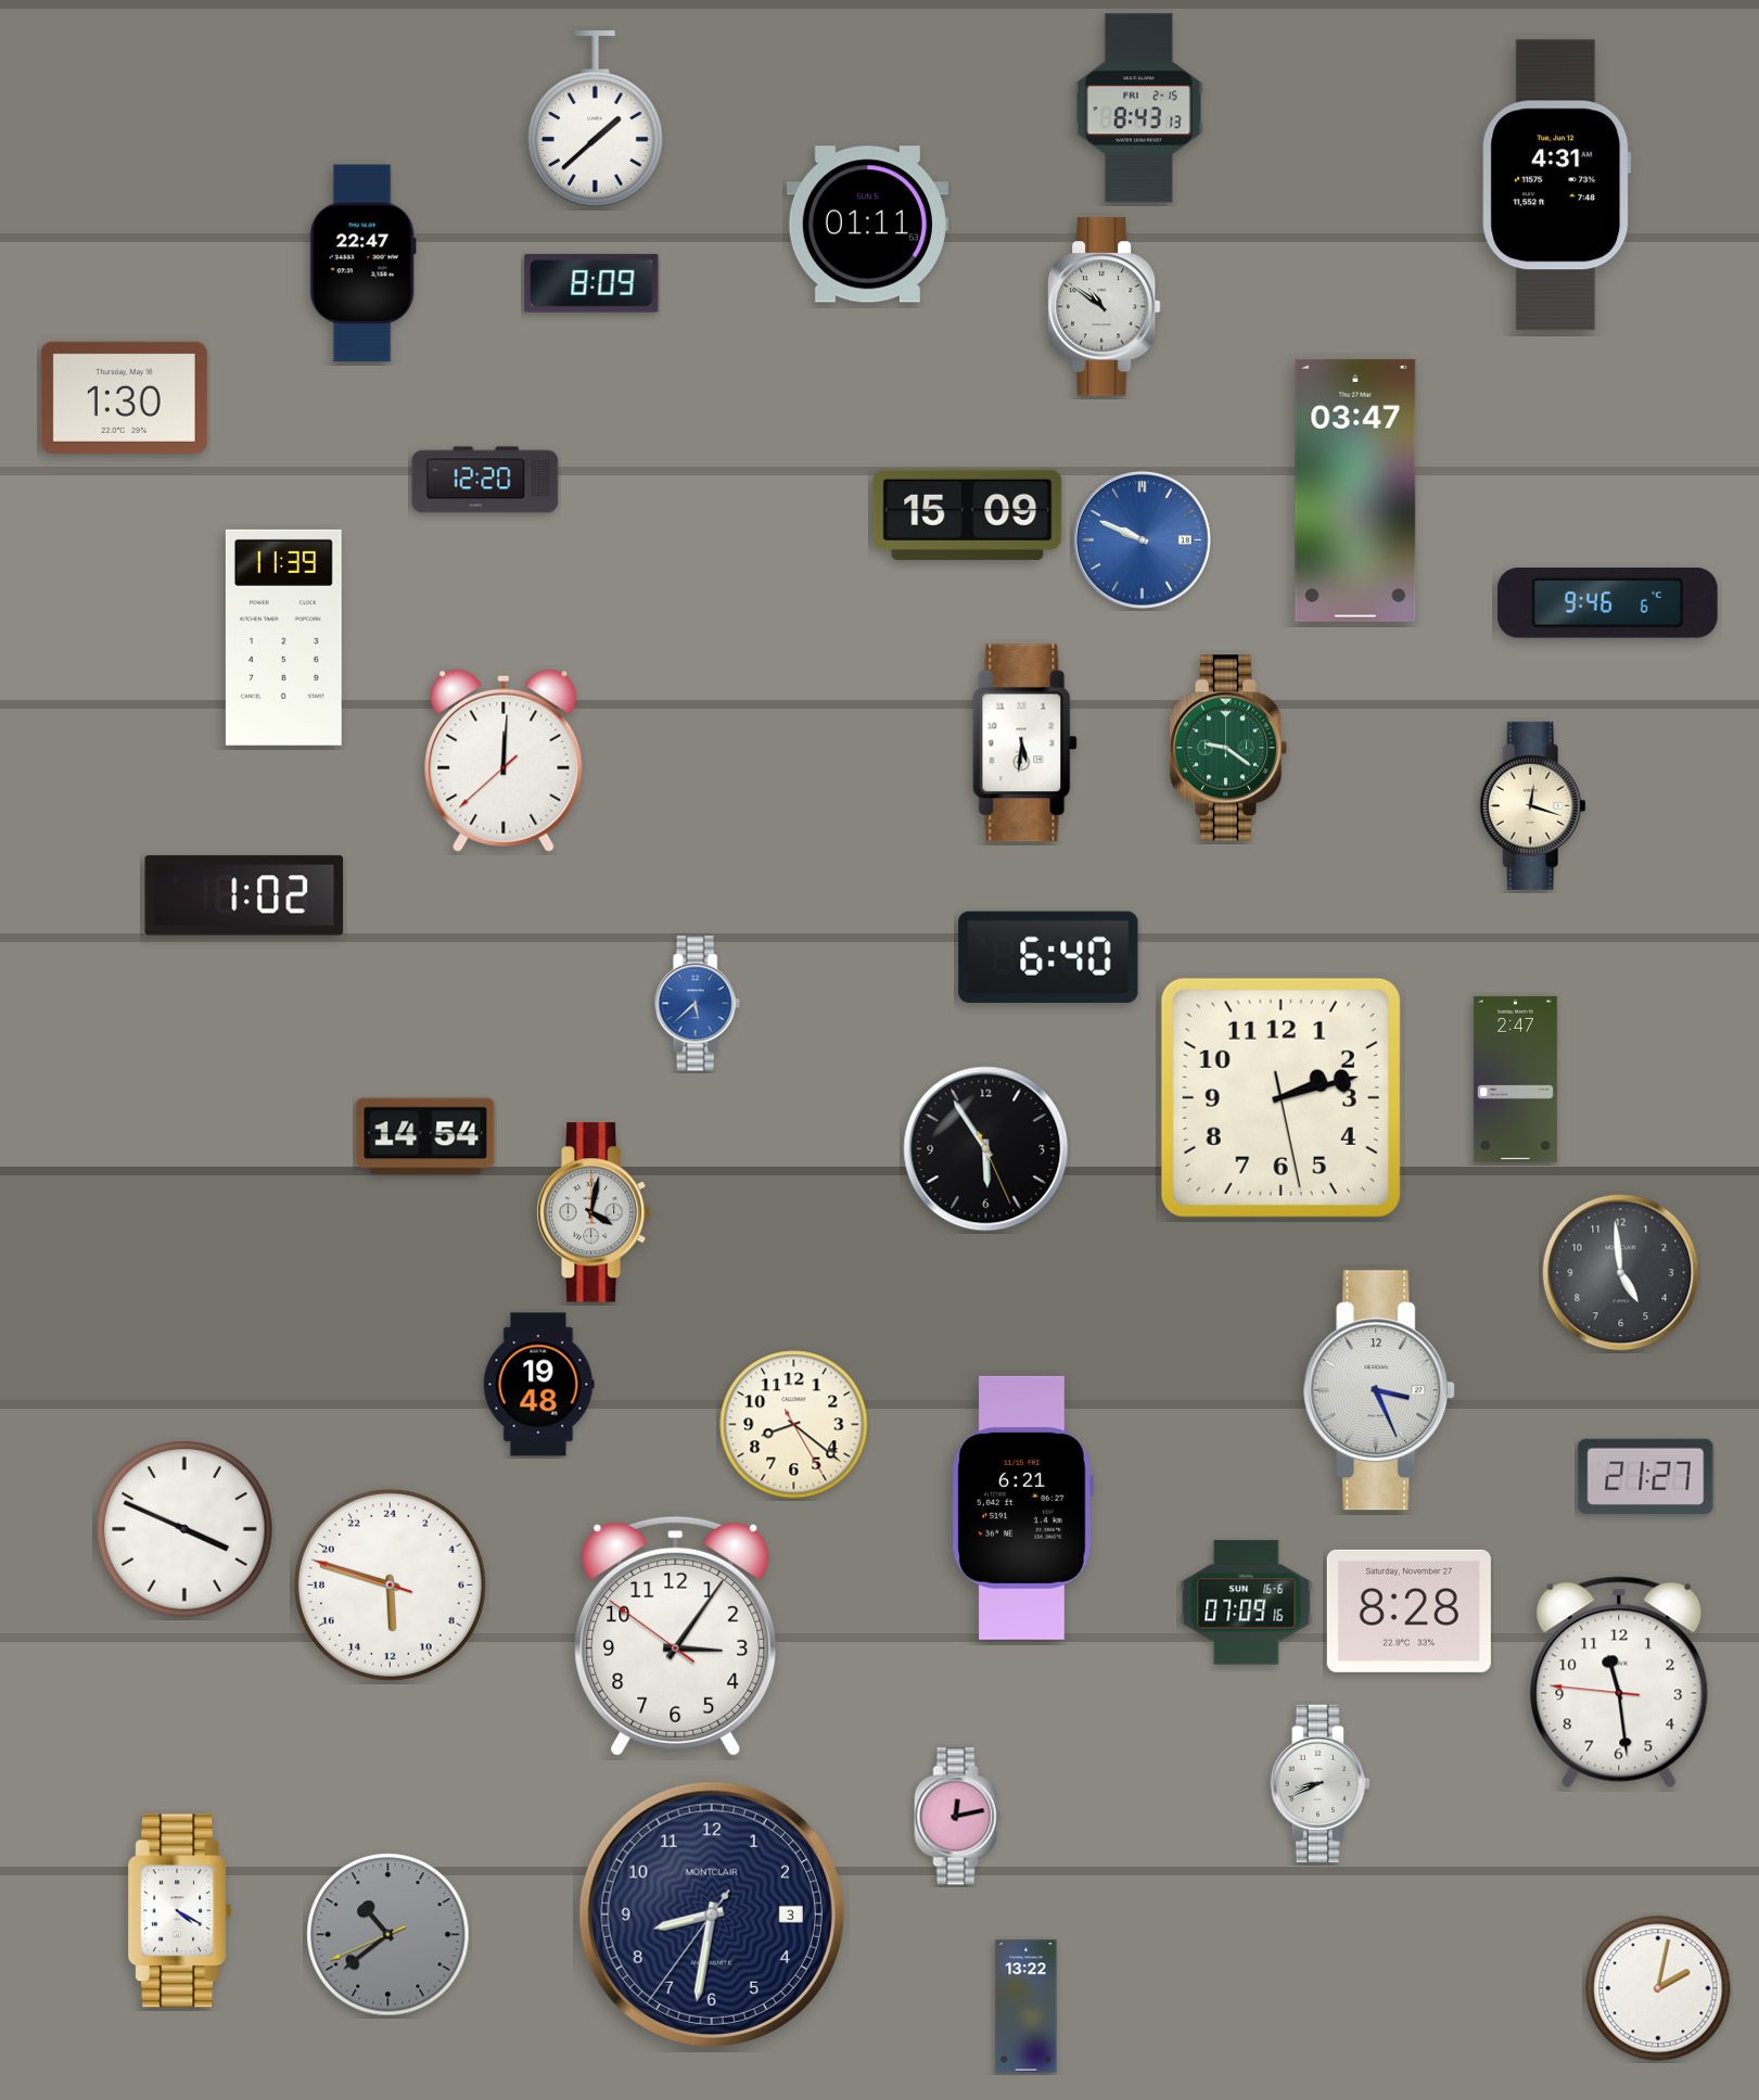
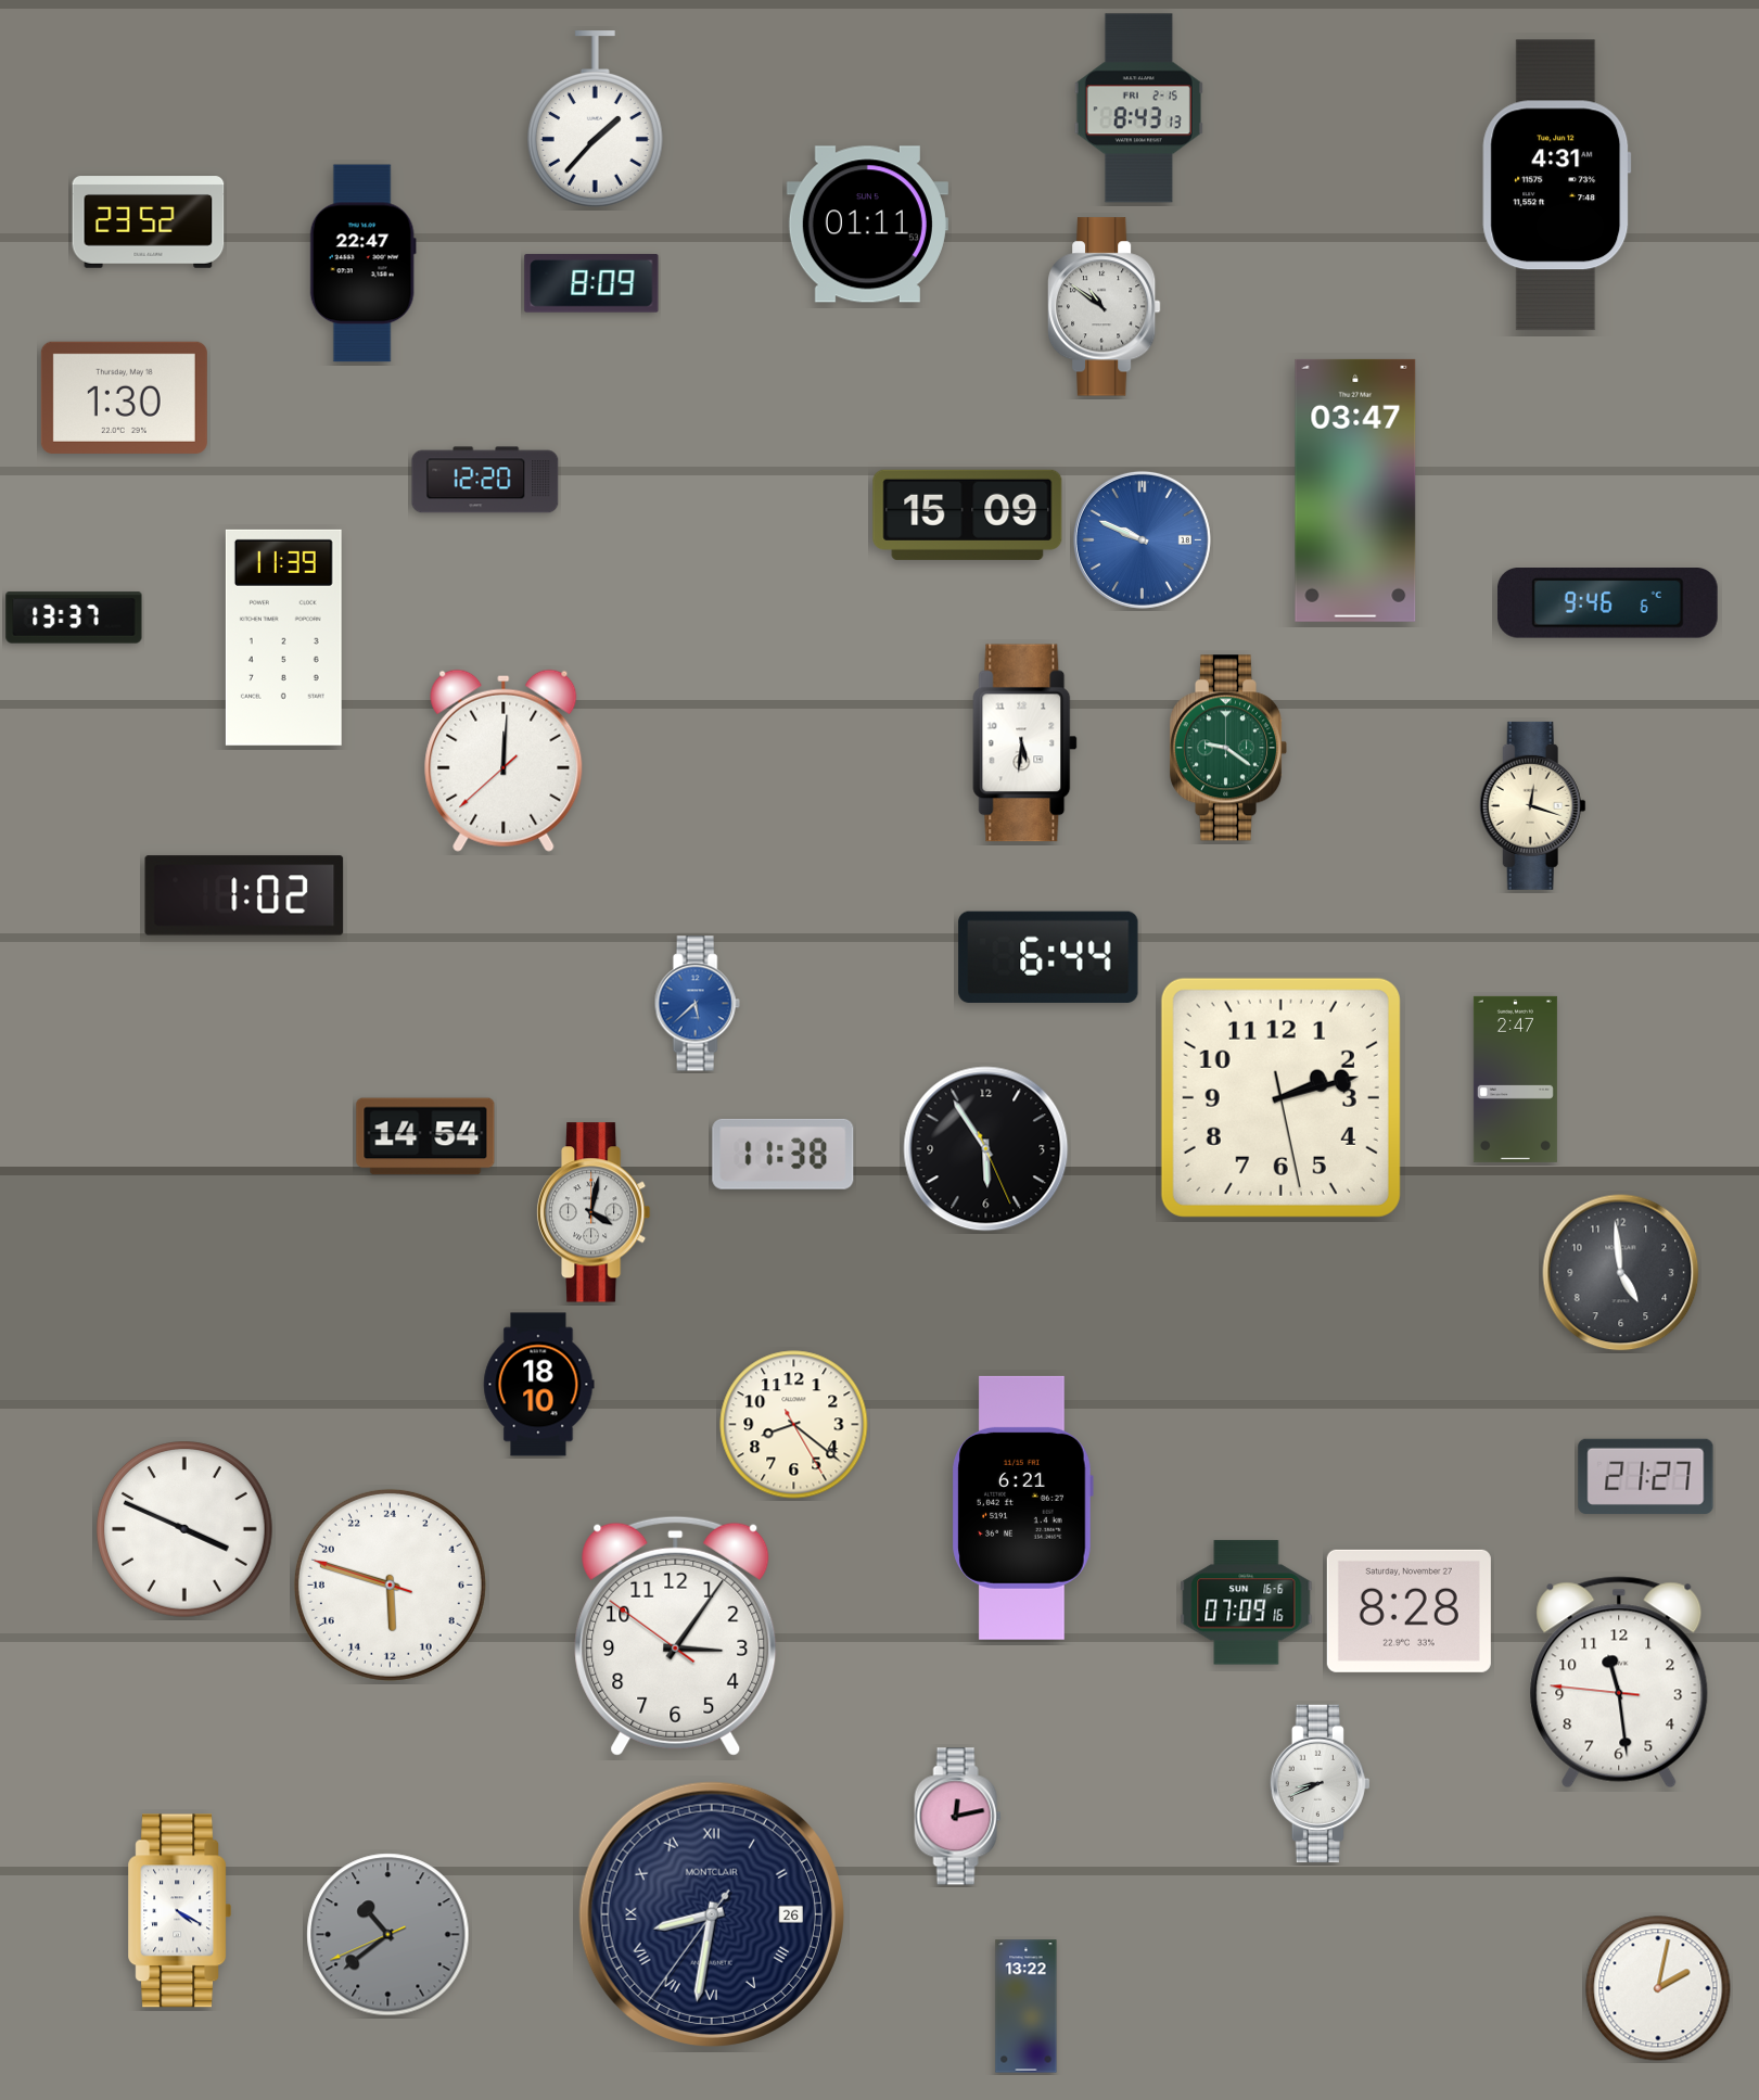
clock at (595, 119): 1:38 -> 1:37
clock at (149, 222): none -> 23:52
clock at (74, 618): none -> 13:37
clock at (1048, 957): 6:40 -> 6:44
clock at (783, 1154): none -> 11:38
clock at (539, 1385): 19:48 -> 18:10
clock at (1380, 1390): 3:26 -> none
clock at (712, 1914) date: 3 -> 26
clock at (712, 1914) numerals: Arabic -> Roman
